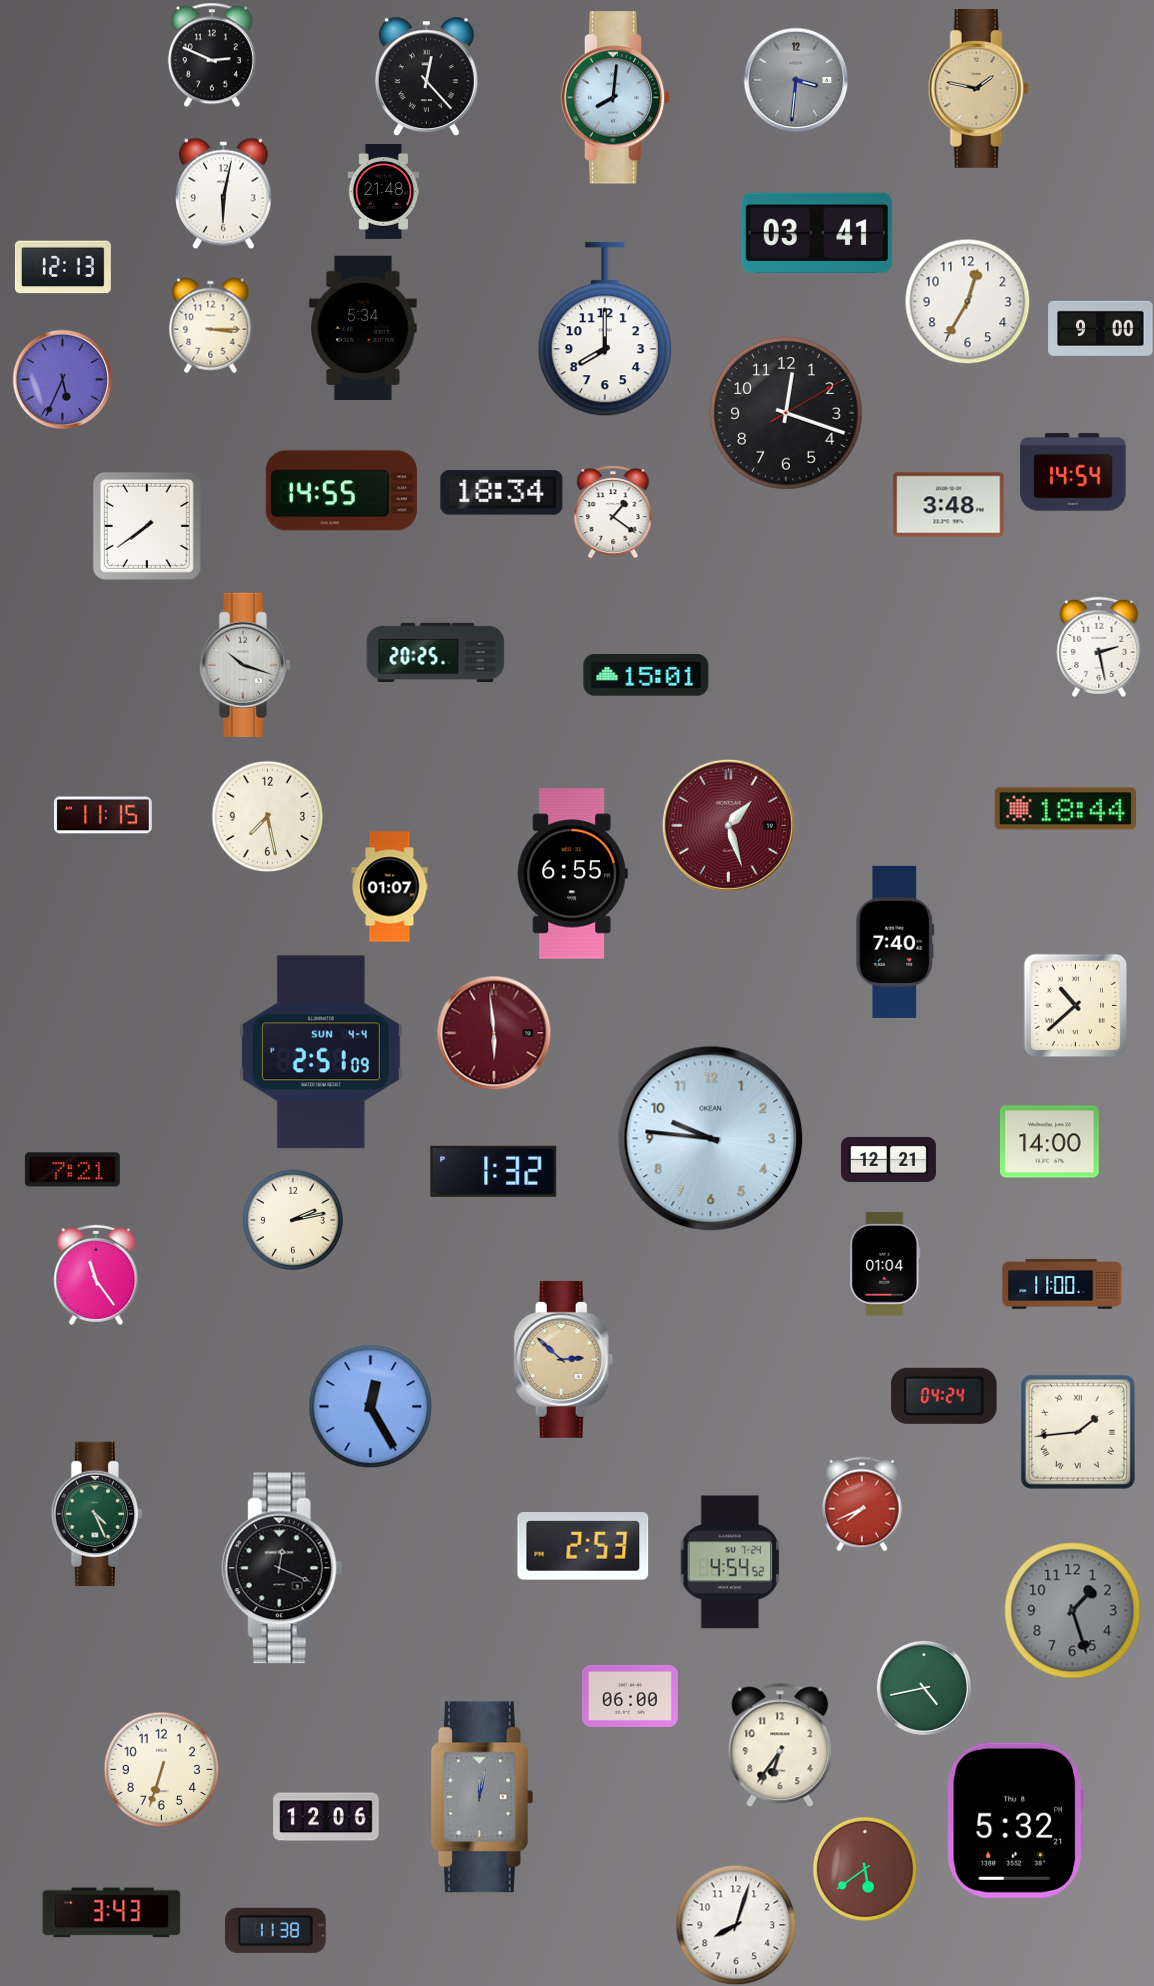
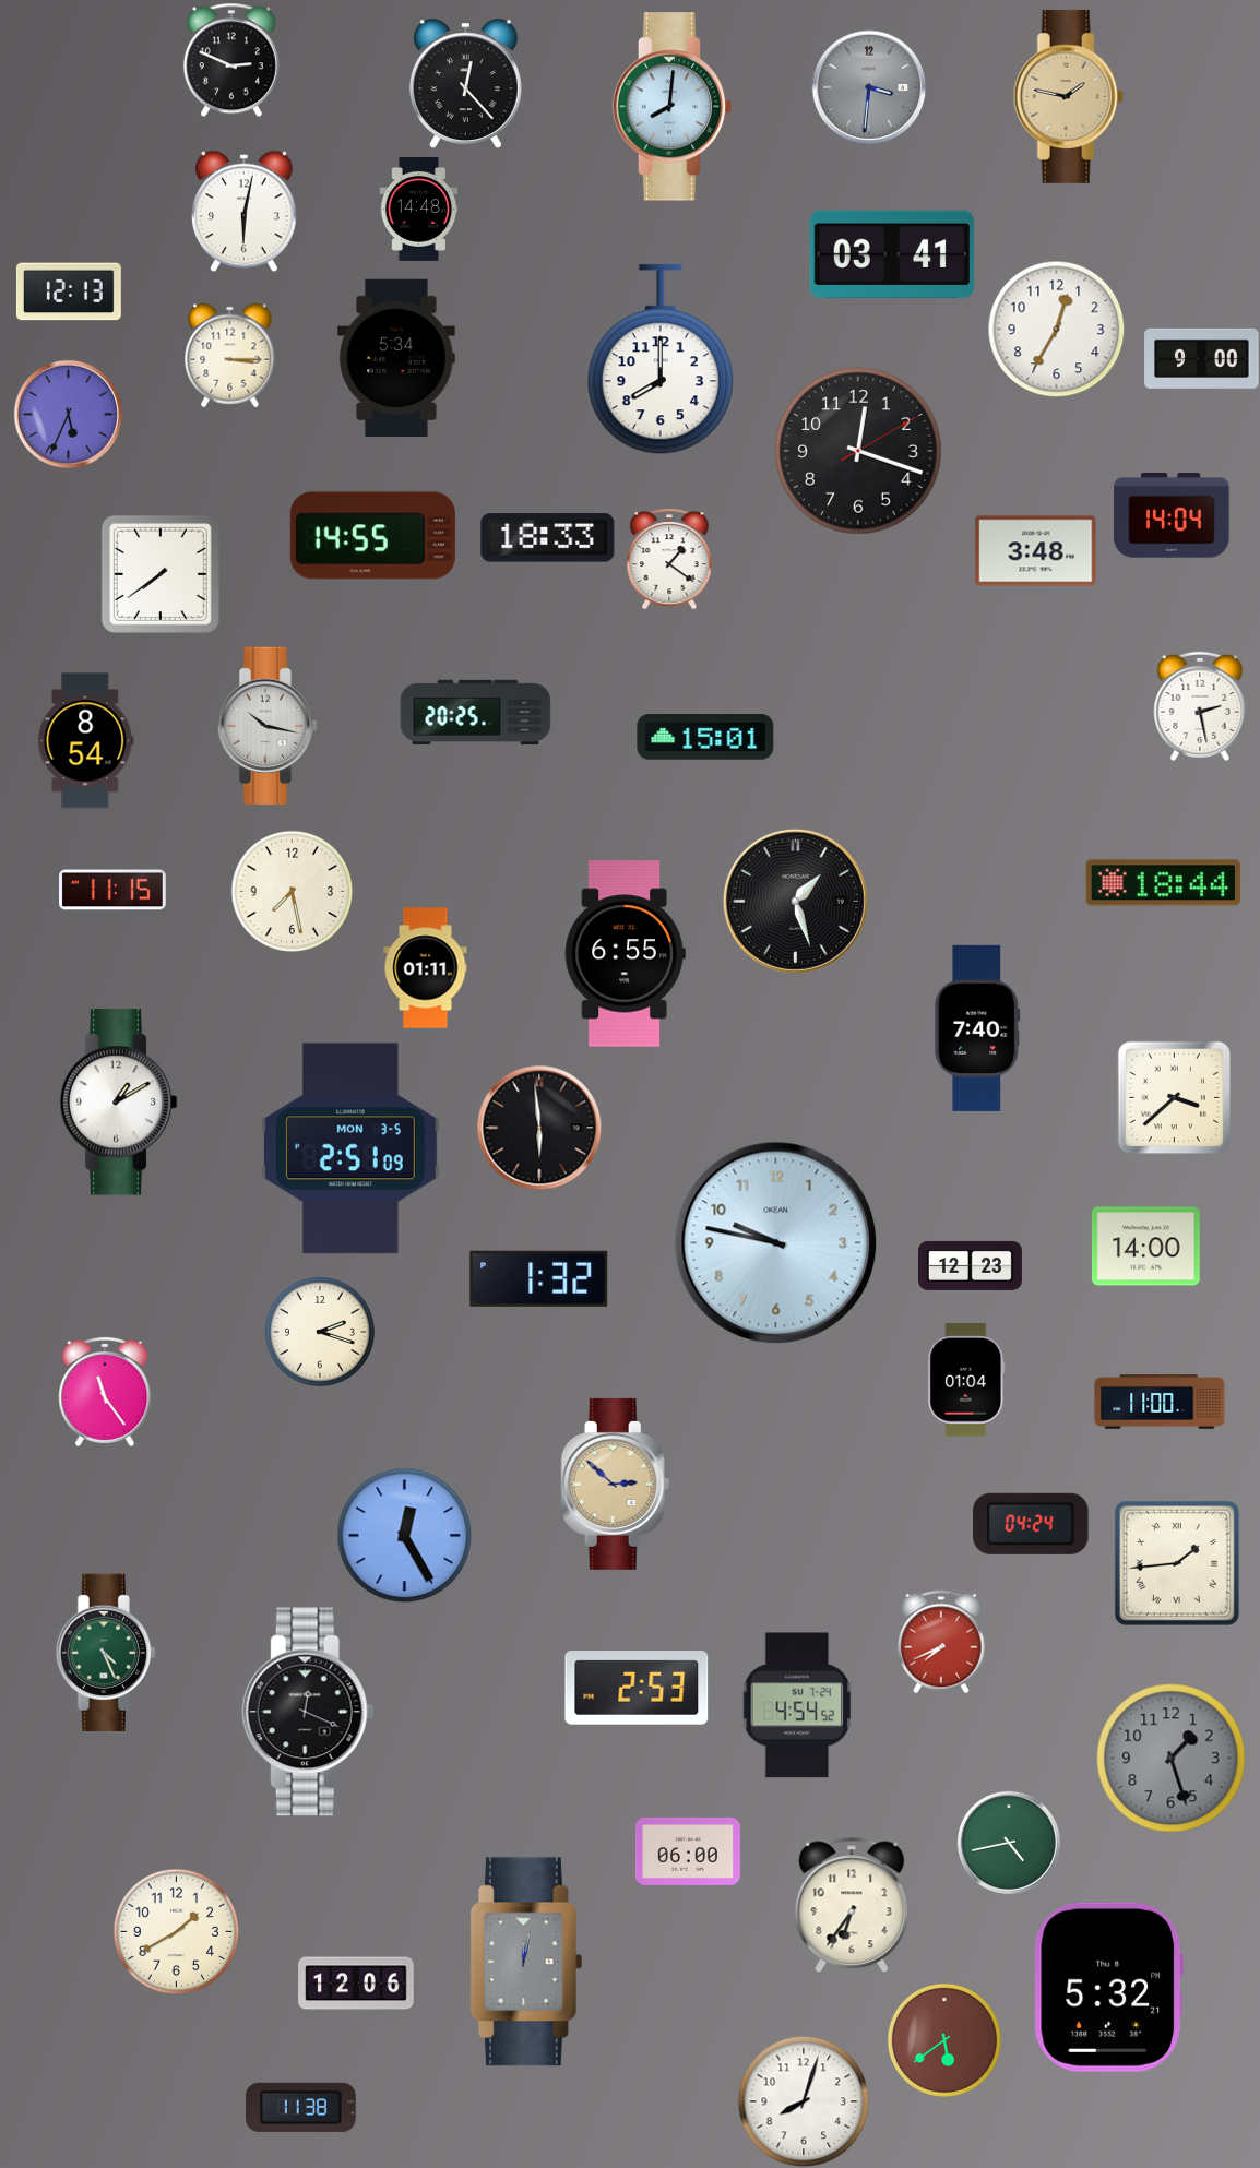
clock at (384, 191): 21:48 -> 14:48
clock at (1073, 473): 14:54 -> 14:04
clock at (502, 493): 18:34 -> 18:33
clock at (244, 665): 10:18 -> 10:17
clock at (86, 741): none -> 8:54
clock at (728, 825) dial: burgundy -> black
clock at (390, 887): 01:07 -> 01:11
clock at (1075, 1005): 10:38 -> 3:38
clock at (118, 1103): none -> 1:10
clock at (494, 1033) dial: burgundy -> black
clock at (321, 1052) date: SUN 4-4 -> MON 3-5
clock at (711, 1139): 9:46 -> 9:47
clock at (888, 1159): 12:21 -> 12:23
clock at (72, 1170): 7:21 -> none
clock at (293, 1220): 2:13 -> 2:18
clock at (161, 1769): 6:33 -> 1:40
clock at (112, 1913): 3:43 -> none
